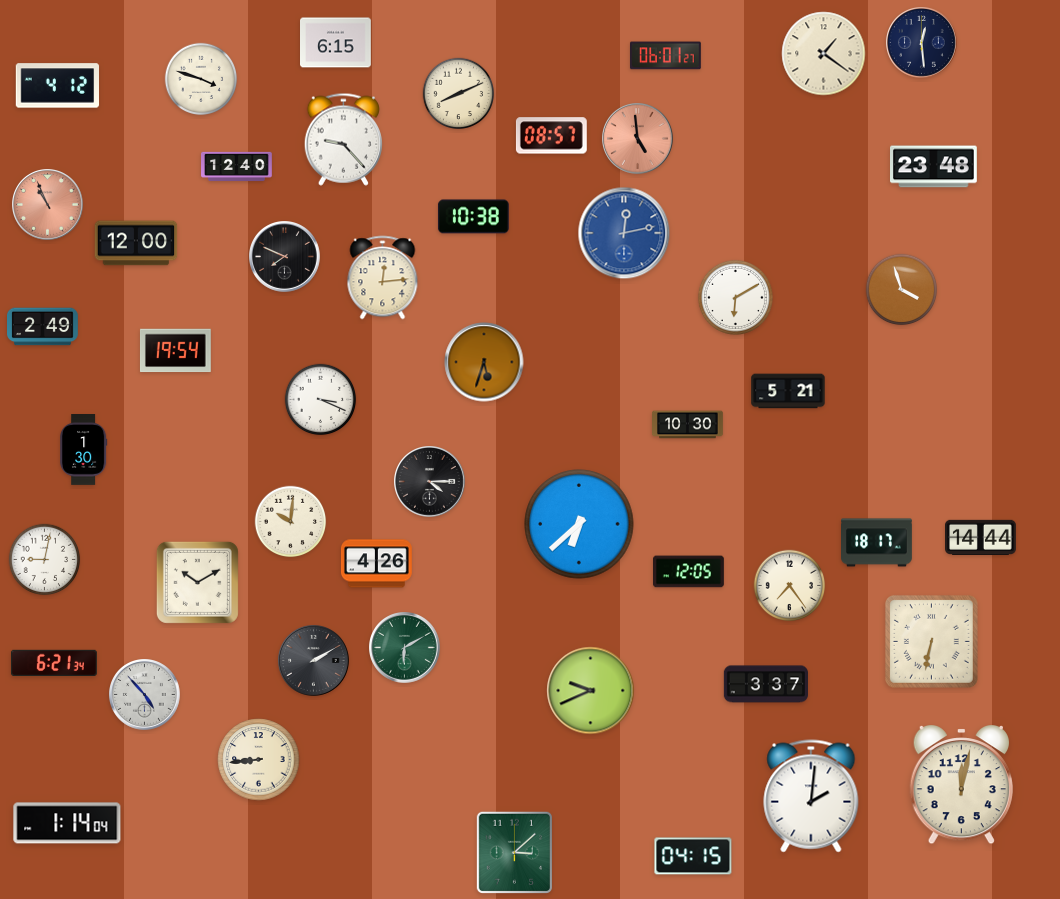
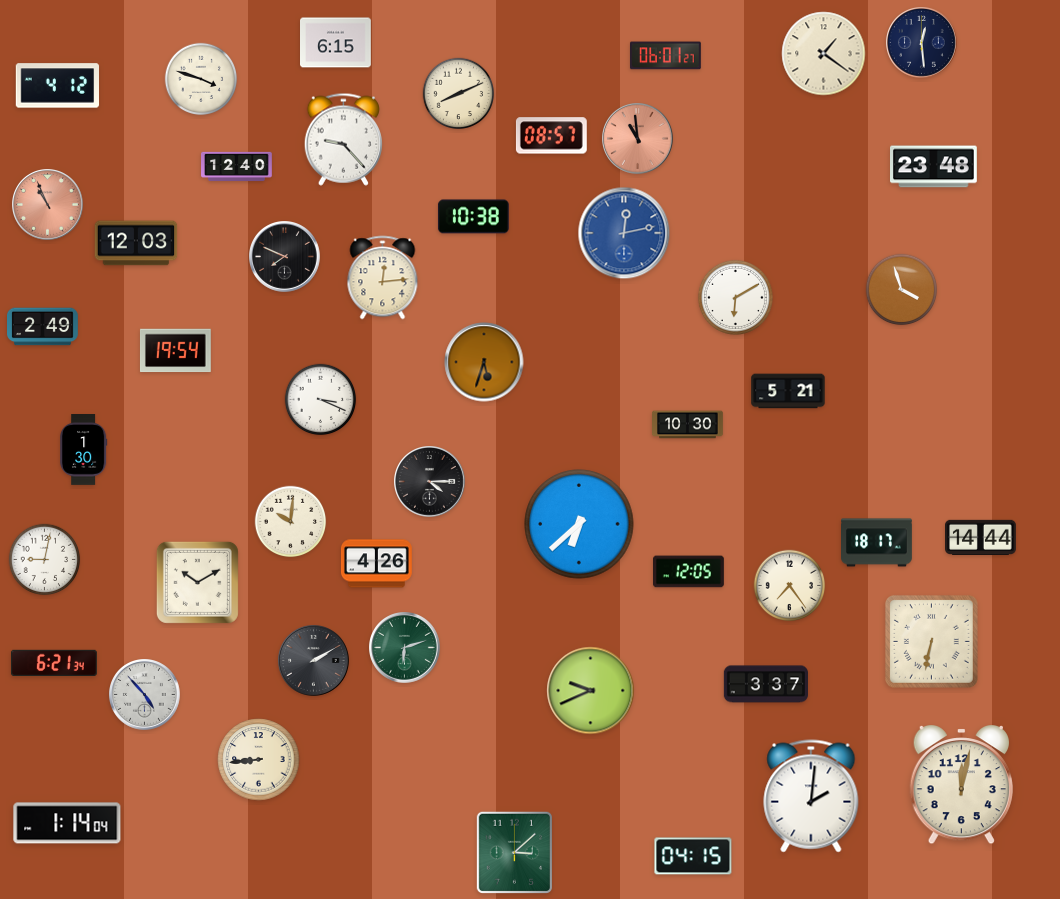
clock at (638, 139): 4:59 -> 10:59
clock at (136, 243): 12:00 -> 12:03
clock at (405, 648): 6:10 -> 6:12
